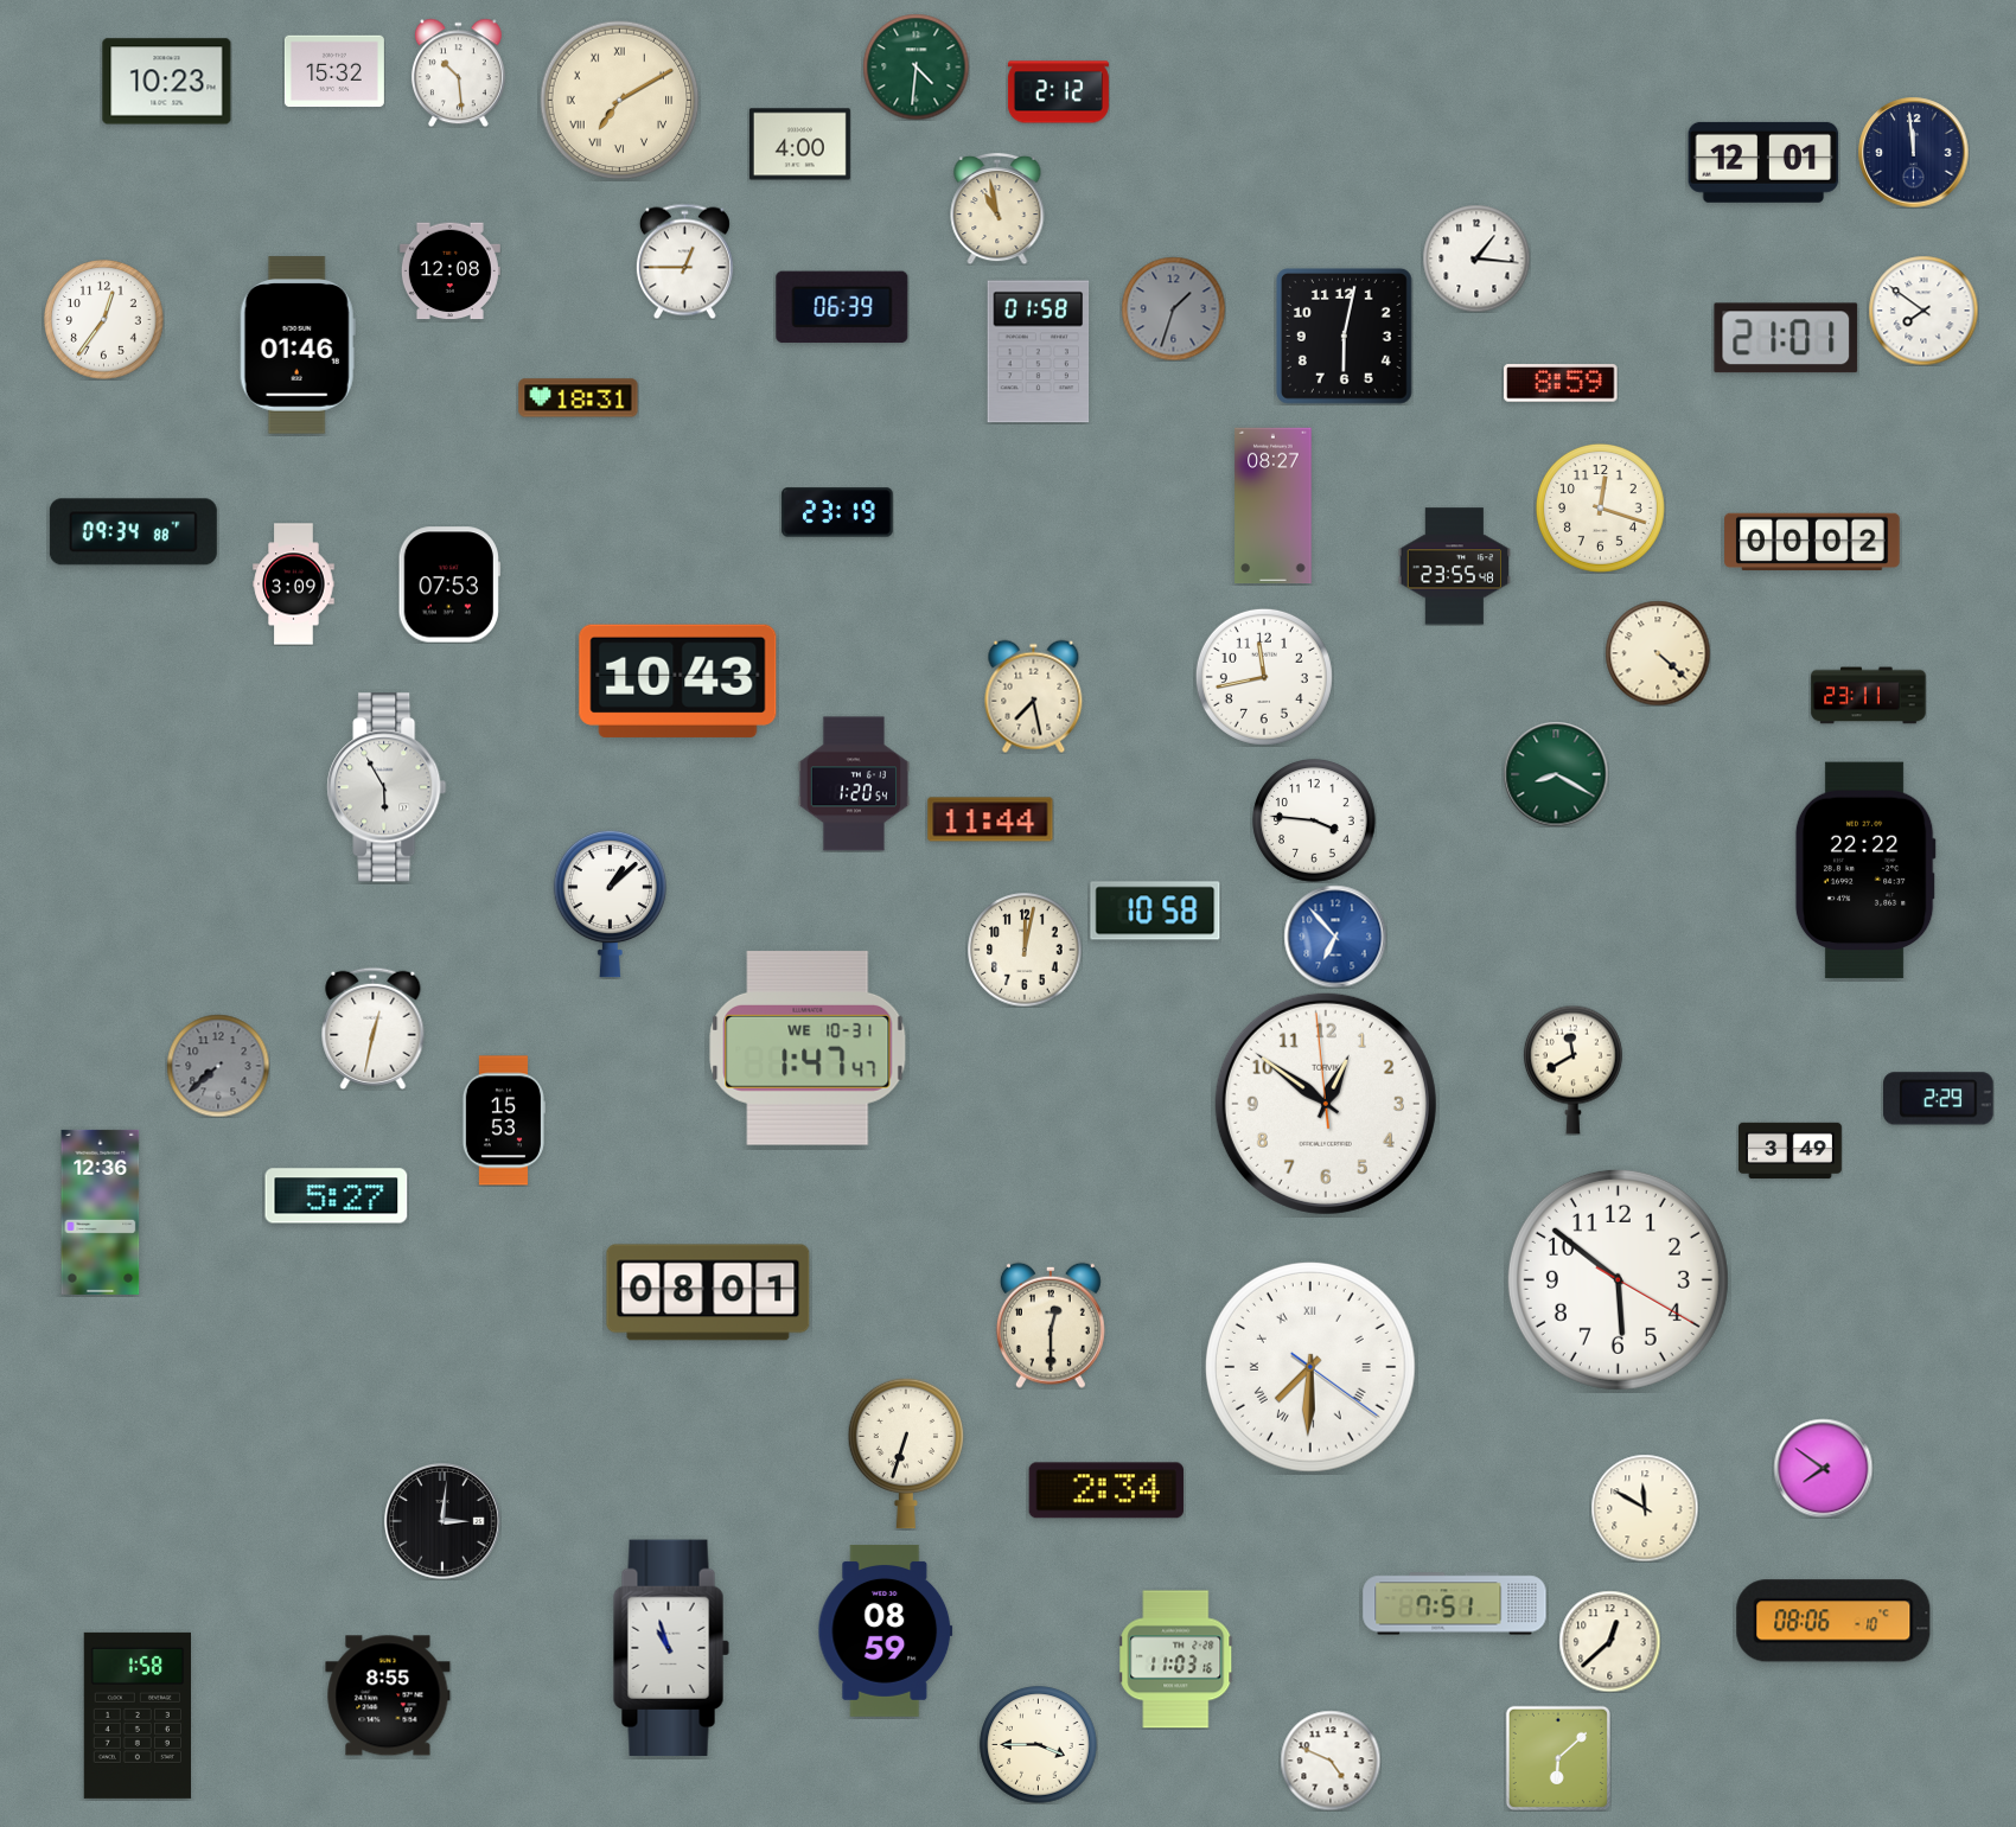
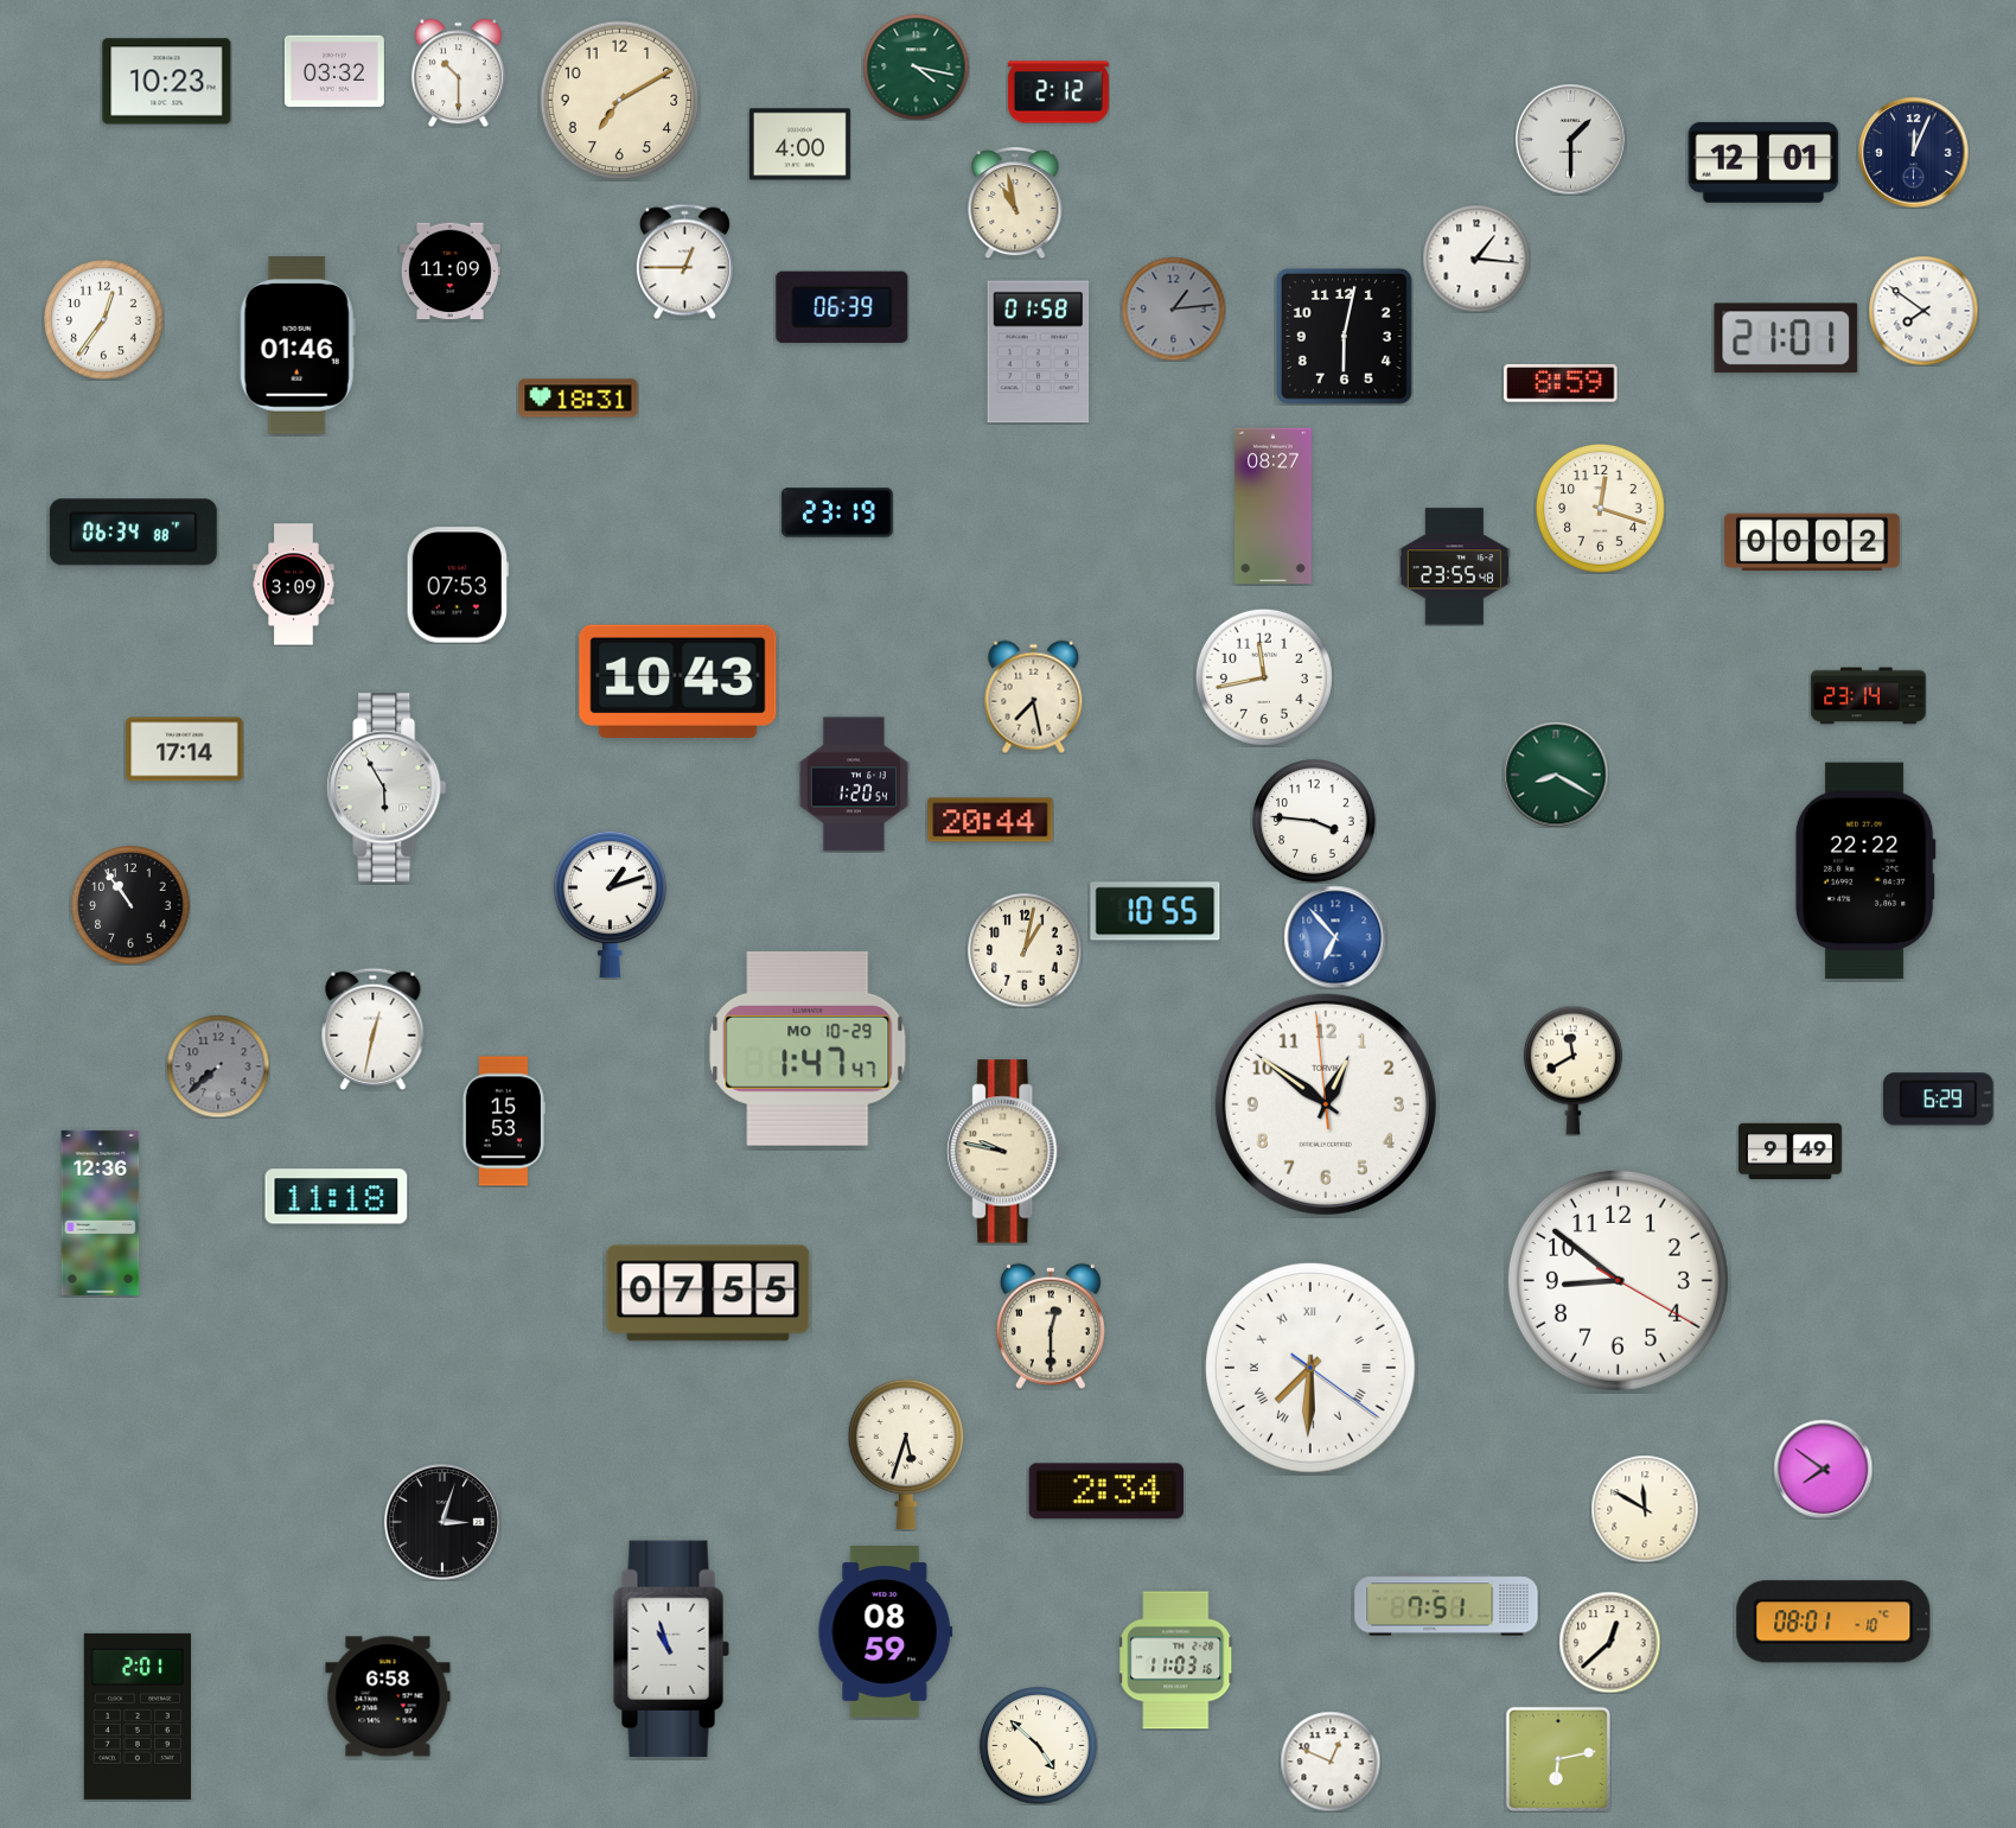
clock at (916, 66): 4:31 -> 4:17
clock at (334, 71): 15:32 -> 03:32
clock at (458, 72): 10:29 -> 10:30
clock at (620, 101) numerals: Roman -> Arabic
clock at (1570, 139): none -> 1:30
clock at (1913, 152): 11:59 -> 12:04
clock at (997, 209) position: (997, 209) -> (1015, 203)
clock at (449, 272): 12:08 -> 11:09
clock at (1173, 308): 1:33 -> 1:14
clock at (133, 532): 09:34 -> 06:34
clock at (449, 584) position: (449, 584) -> (458, 585)
clock at (1658, 653): 4:22 -> none
clock at (1869, 696): 23:11 -> 23:14
clock at (185, 750): none -> 17:14
clock at (990, 819): 11:44 -> 20:44
clock at (610, 903): 1:08 -> 1:12
clock at (130, 905): none -> 10:54
clock at (1155, 911): 10:58 -> 10:55
clock at (1025, 950): 12:02 -> 1:02
clock at (808, 1048) date: WE 10-31 -> MO 10-29
clock at (1939, 1099): 2:29 -> 6:29
clock at (1006, 1152): none -> 9:47
clock at (1791, 1151): 3:49 -> 9:49
clock at (337, 1196): 5:27 -> 11:18
clock at (1618, 1279): 5:51 -> 8:51
clock at (708, 1292): 08:01 -> 07:55
clock at (905, 1454): 6:33 -> 5:33
clock at (444, 1522): 3:01 -> 3:03
clock at (1455, 1604) position: (1455, 1604) -> (1447, 1605)
clock at (1833, 1621): 08:06 -> 08:01
clock at (388, 1695): 8:55 -> 6:58
clock at (136, 1716): 1:58 -> 2:01
clock at (1039, 1745): 3:45 -> 4:52
clock at (1558, 1758): 6:08 -> 6:13
clock at (1331, 1761): 4:49 -> 12:49
